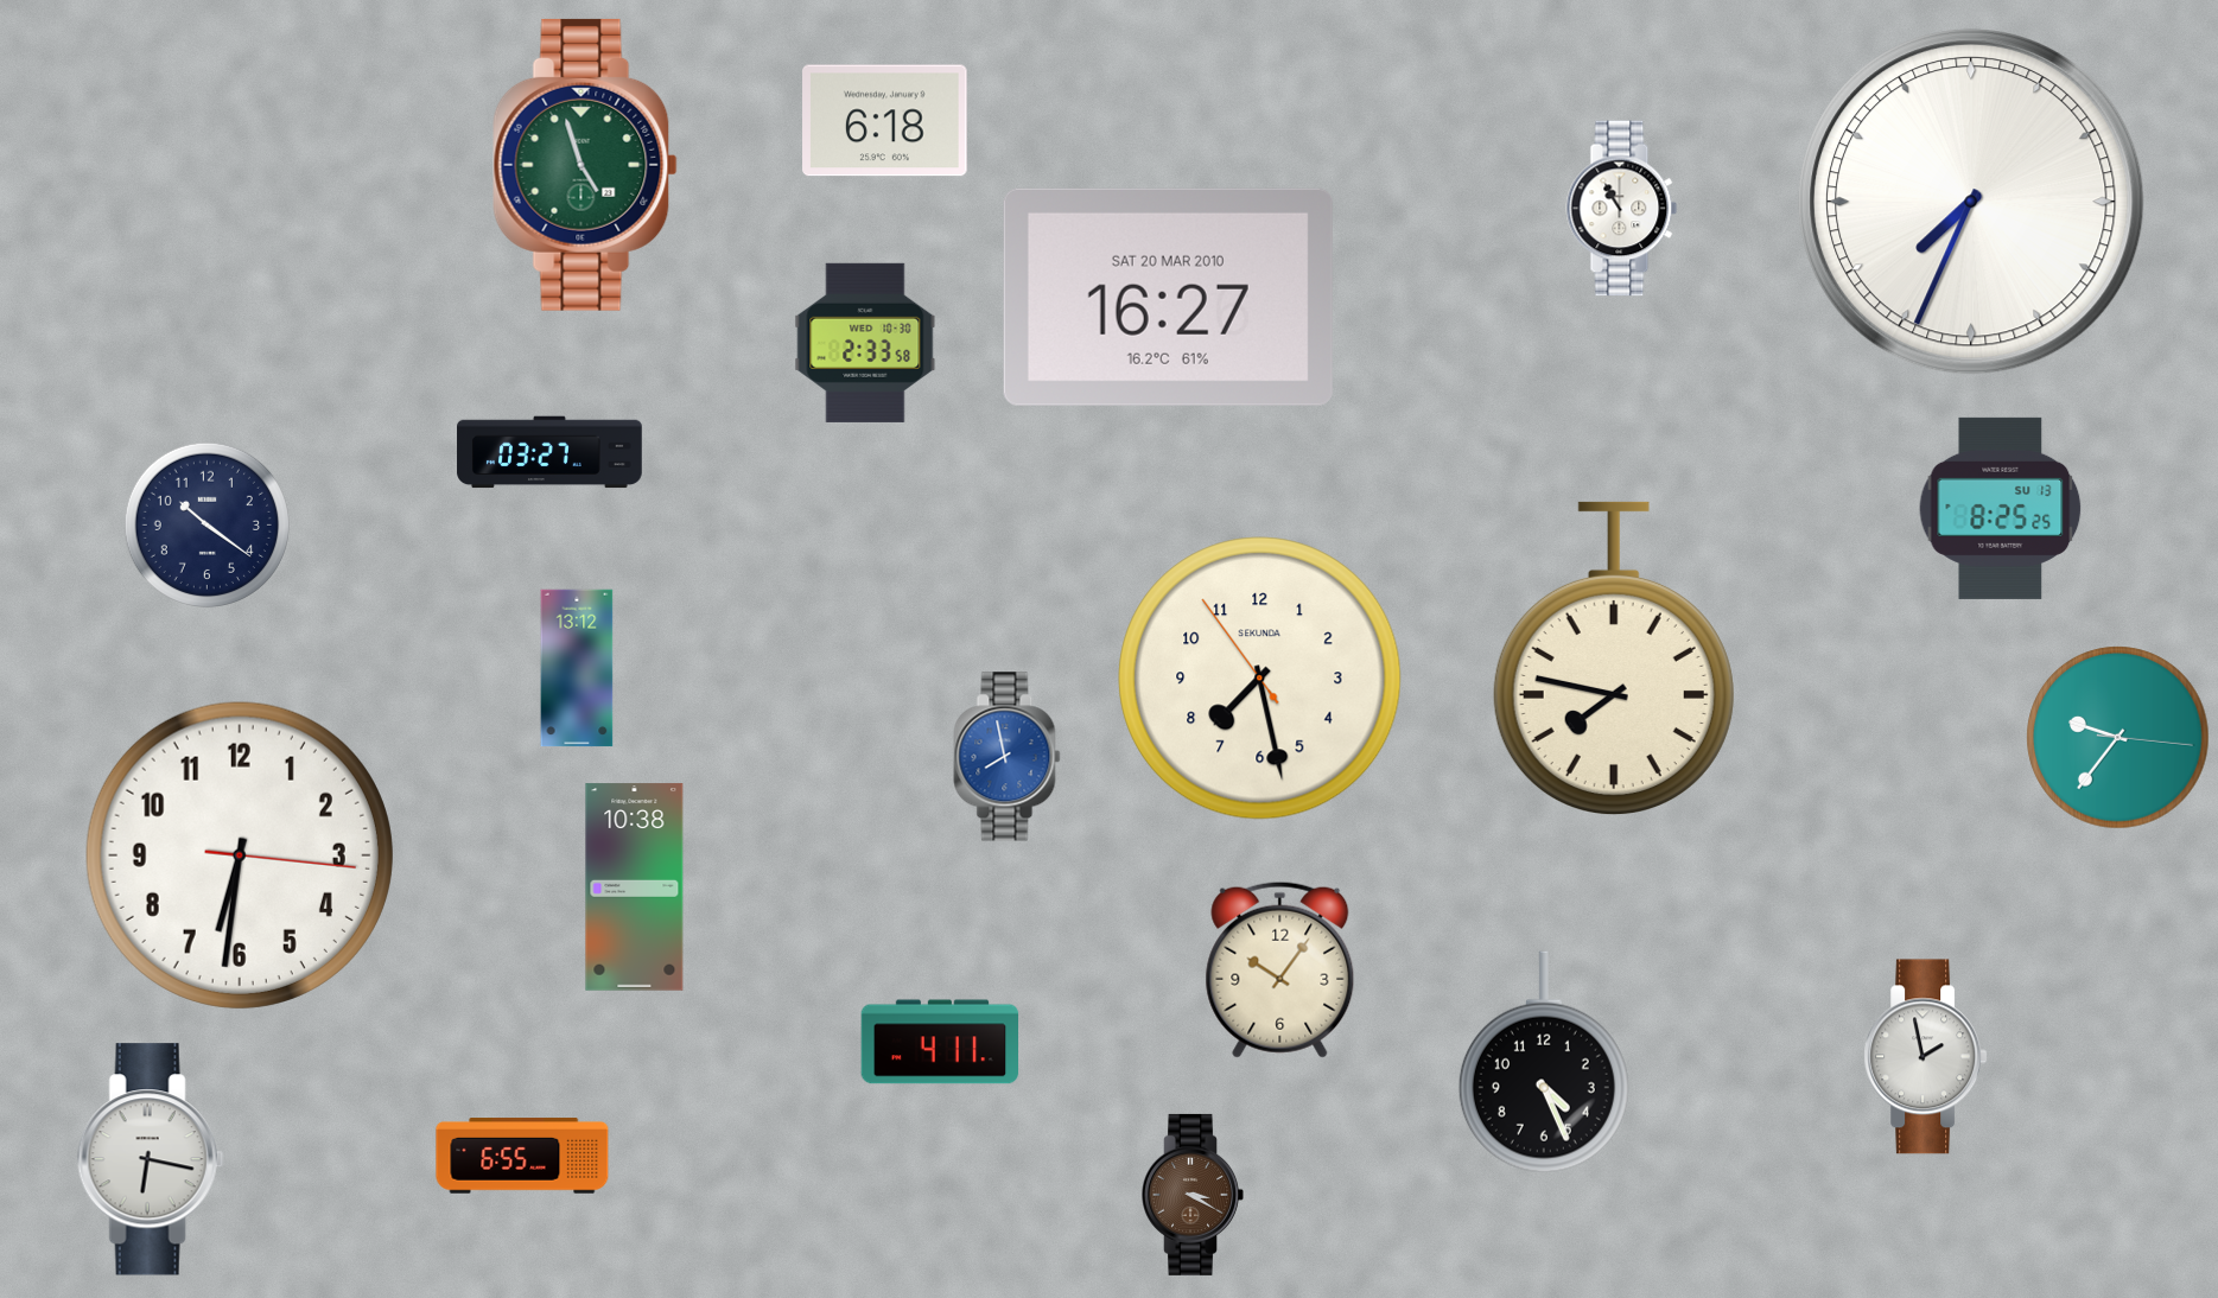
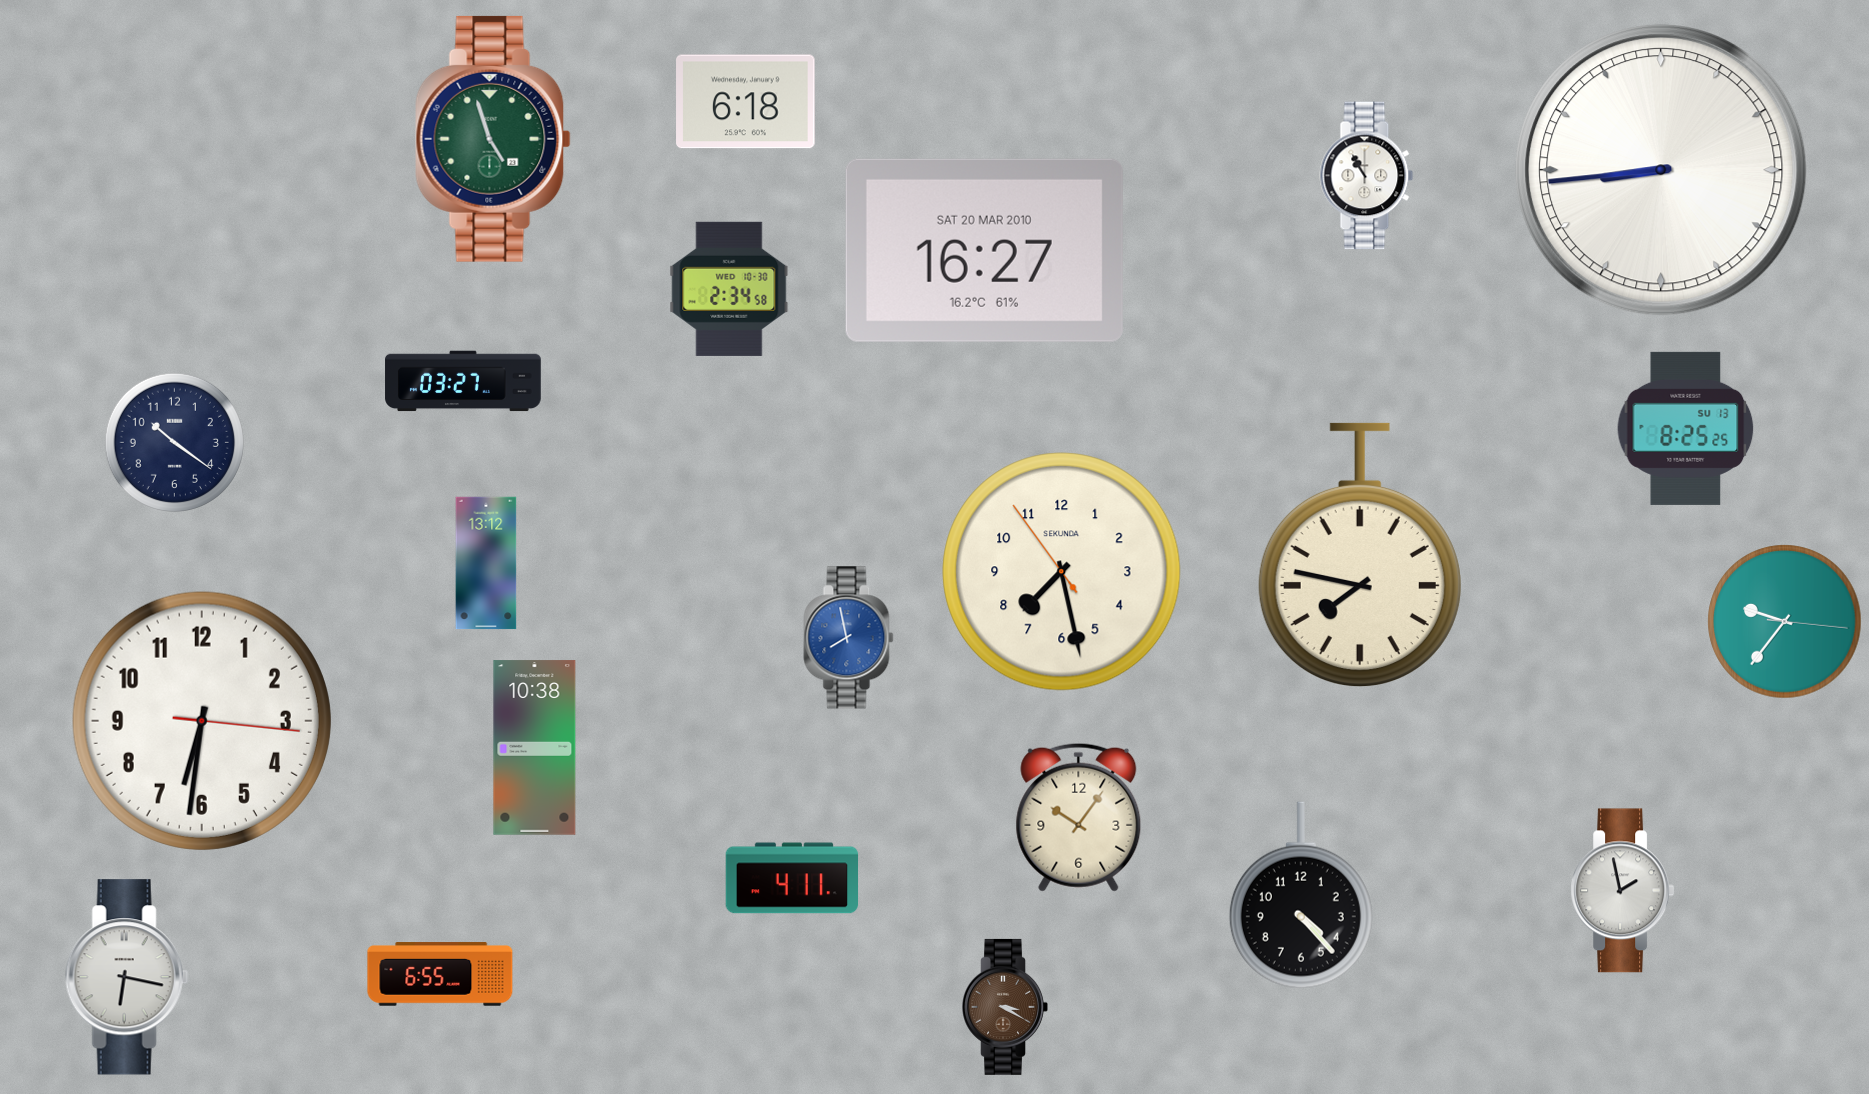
clock at (1971, 202): 7:34 -> 8:44
clock at (865, 343): 2:33 -> 2:34
clock at (1544, 1062): 4:26 -> 4:23
